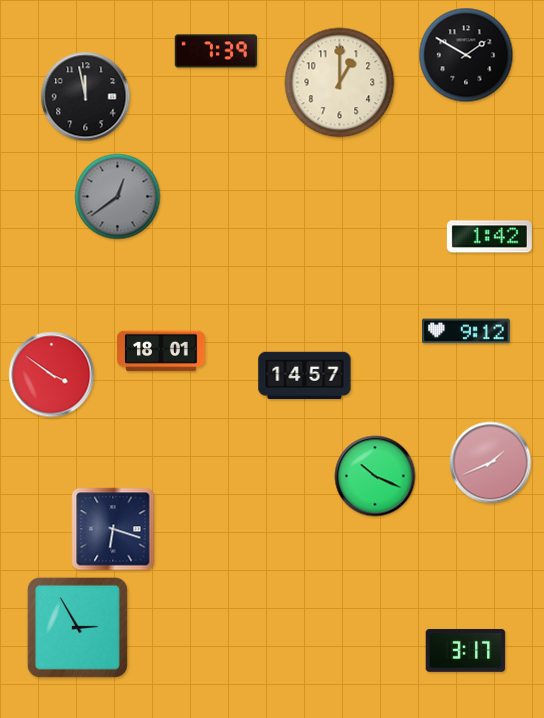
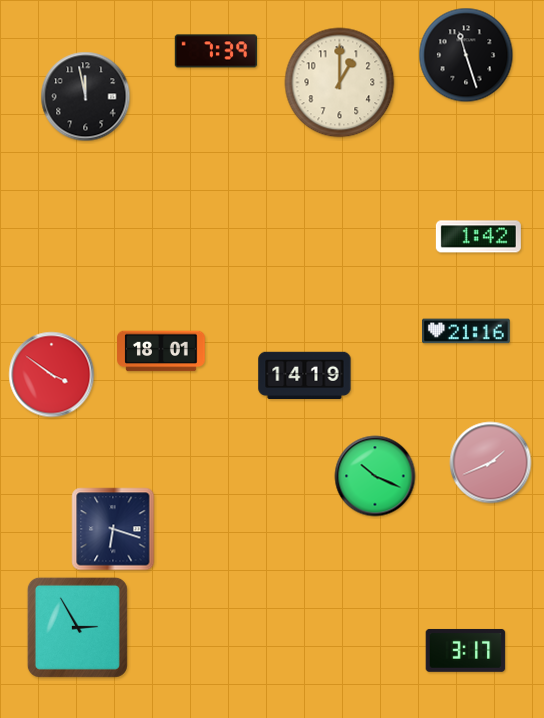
clock at (466, 55): 1:50 -> 11:27
clock at (118, 197): 12:39 -> none
clock at (489, 237) position: (489, 237) -> (478, 237)
clock at (467, 331): 9:12 -> 21:16
clock at (305, 375): 14:57 -> 14:19
